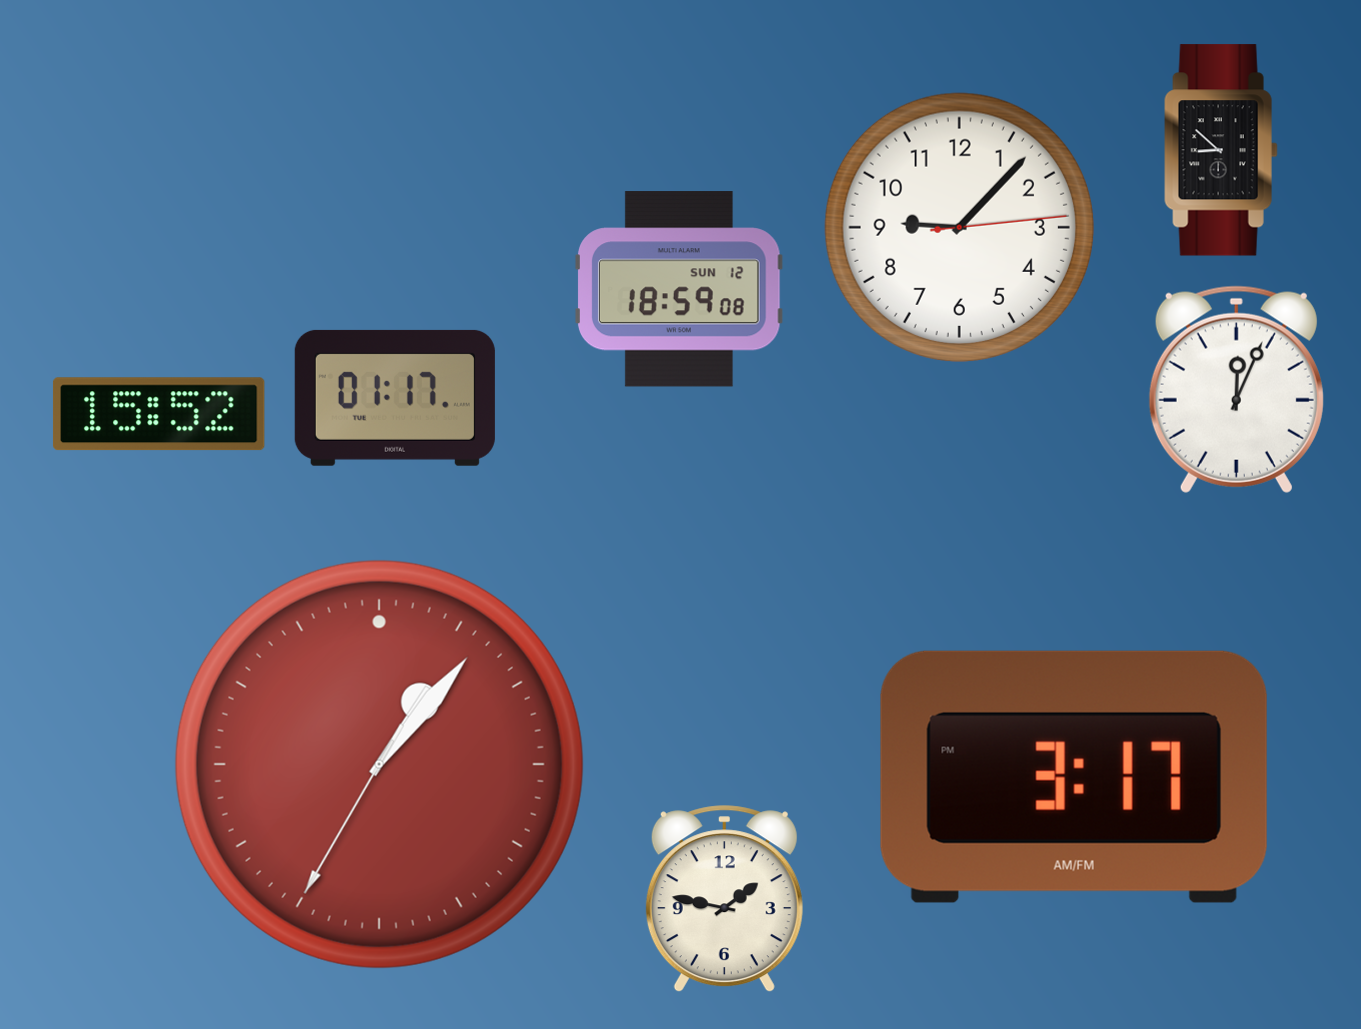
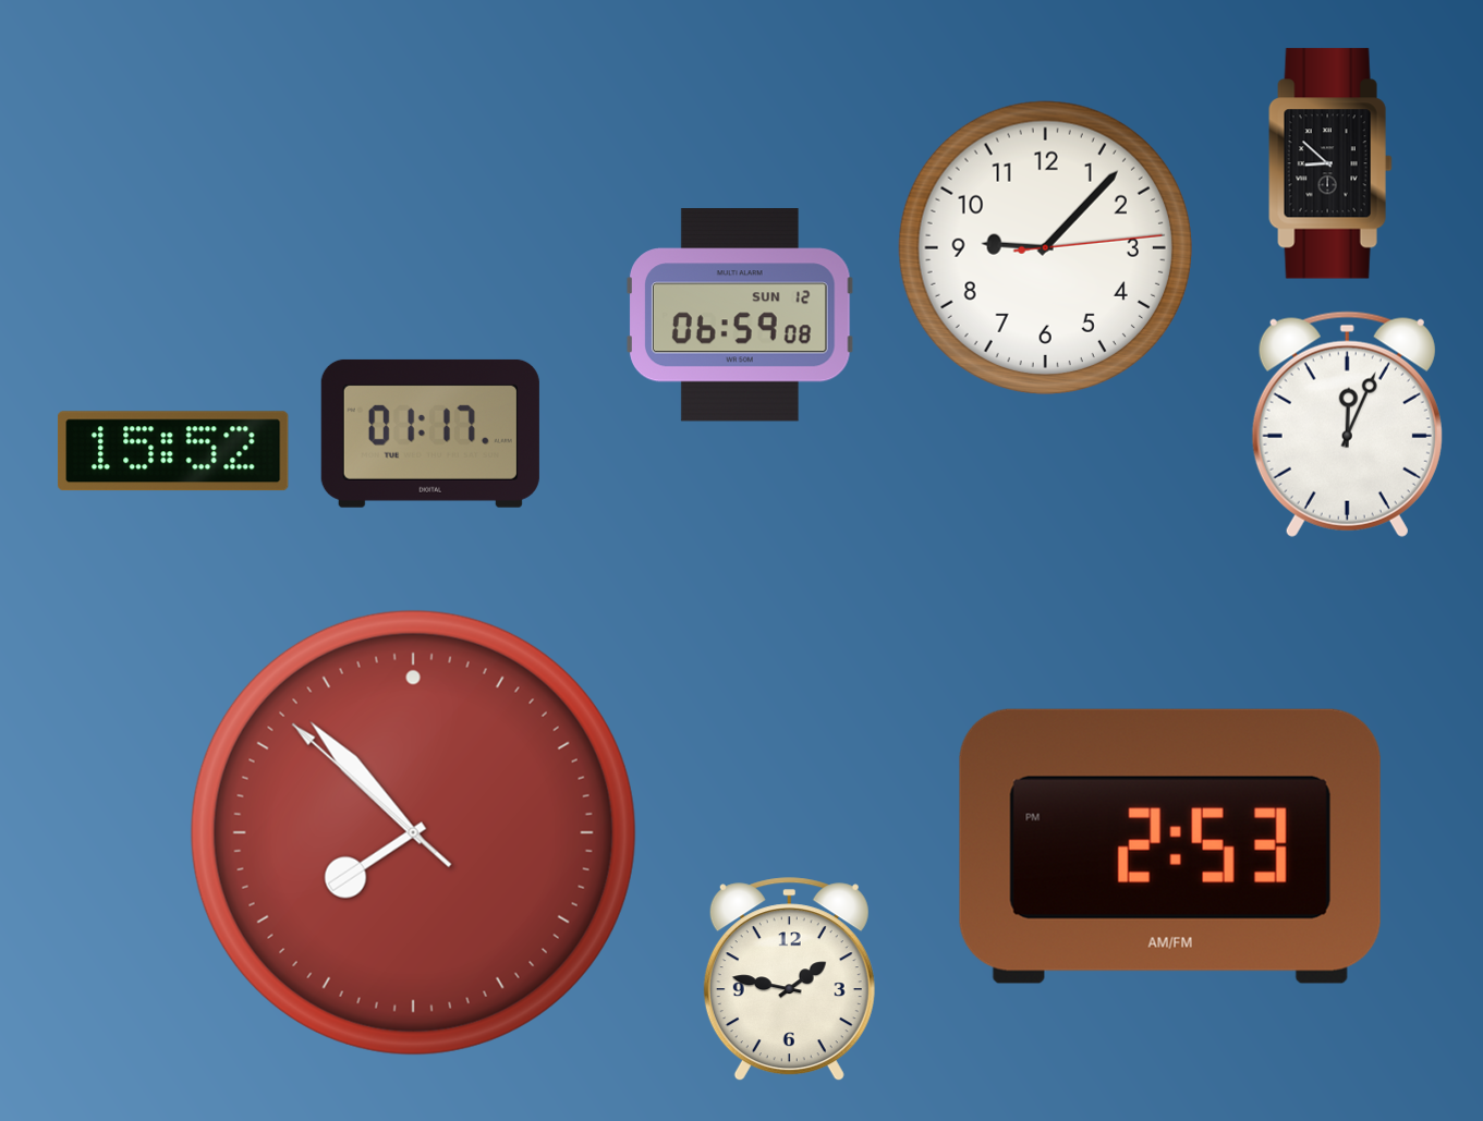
clock at (679, 289): 18:59 -> 06:59
clock at (379, 764): 1:06 -> 7:52
clock at (1074, 777): 3:17 -> 2:53
